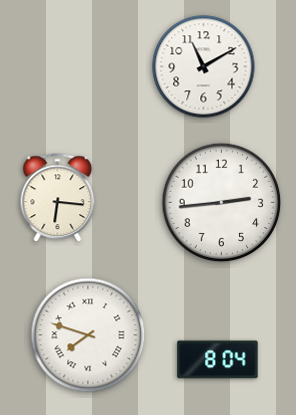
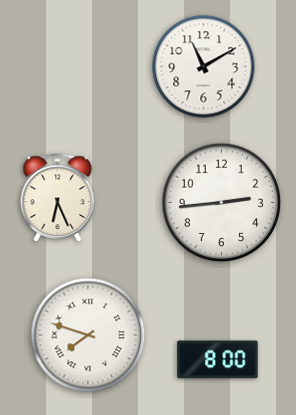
clock at (58, 198): 6:16 -> 6:26
clock at (218, 360): 8:04 -> 8:00
